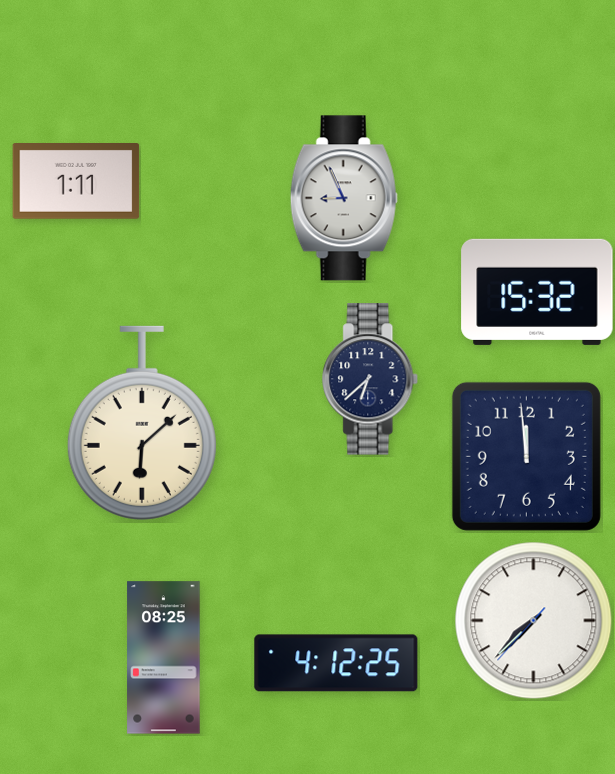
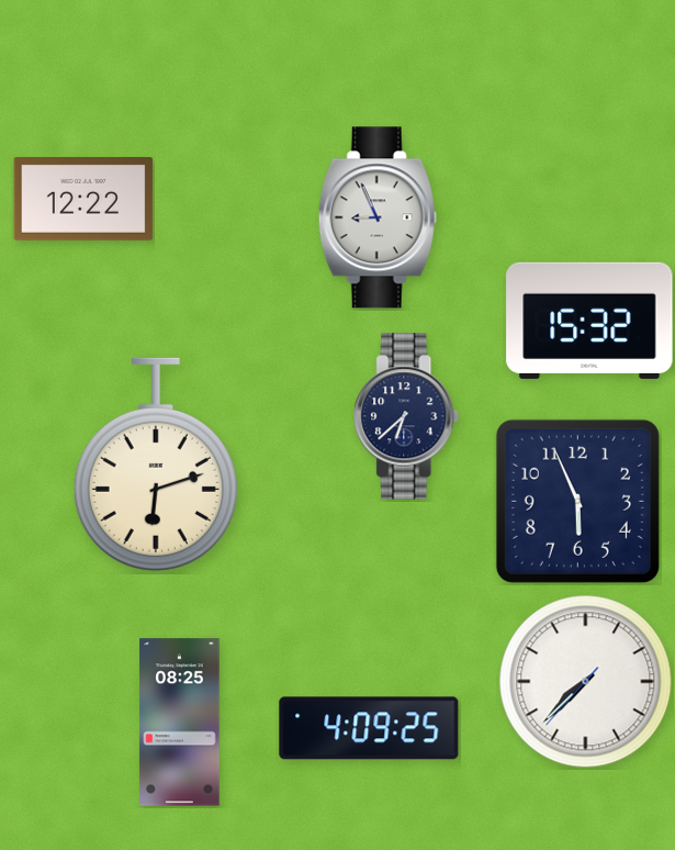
clock at (76, 182): 1:11 -> 12:22
clock at (142, 423): 6:08 -> 6:12
clock at (526, 456): 11:59 -> 5:56
clock at (336, 663): 4:12 -> 4:09
